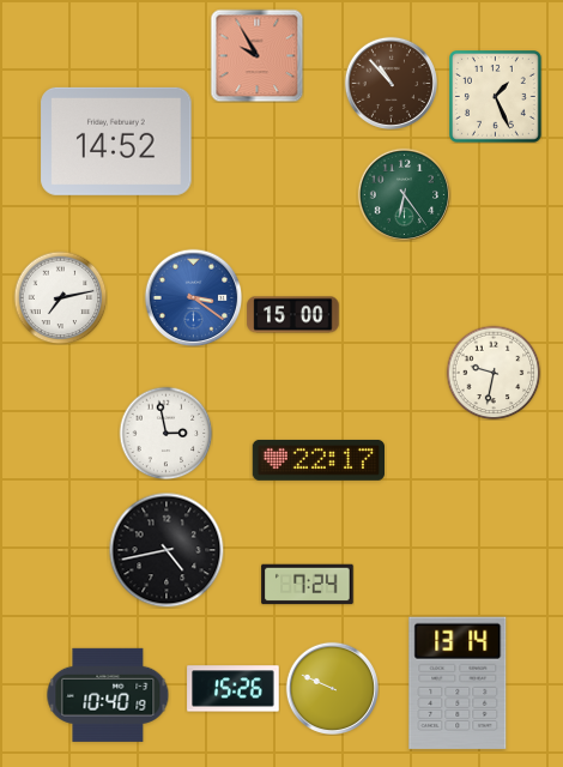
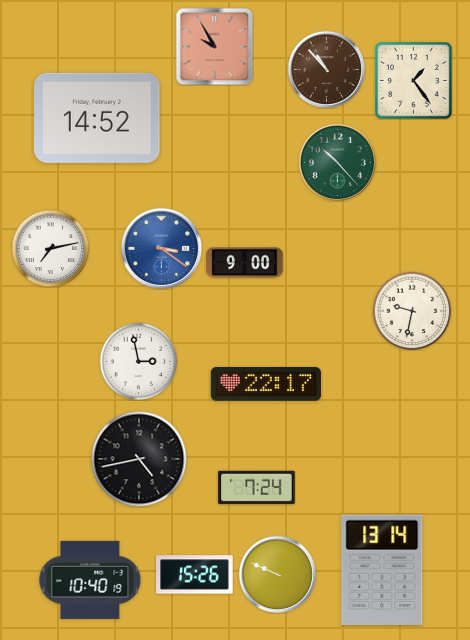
clock at (496, 97): 1:26 -> 1:24
clock at (404, 194): 6:24 -> 10:23
clock at (293, 315): 15:00 -> 9:00
